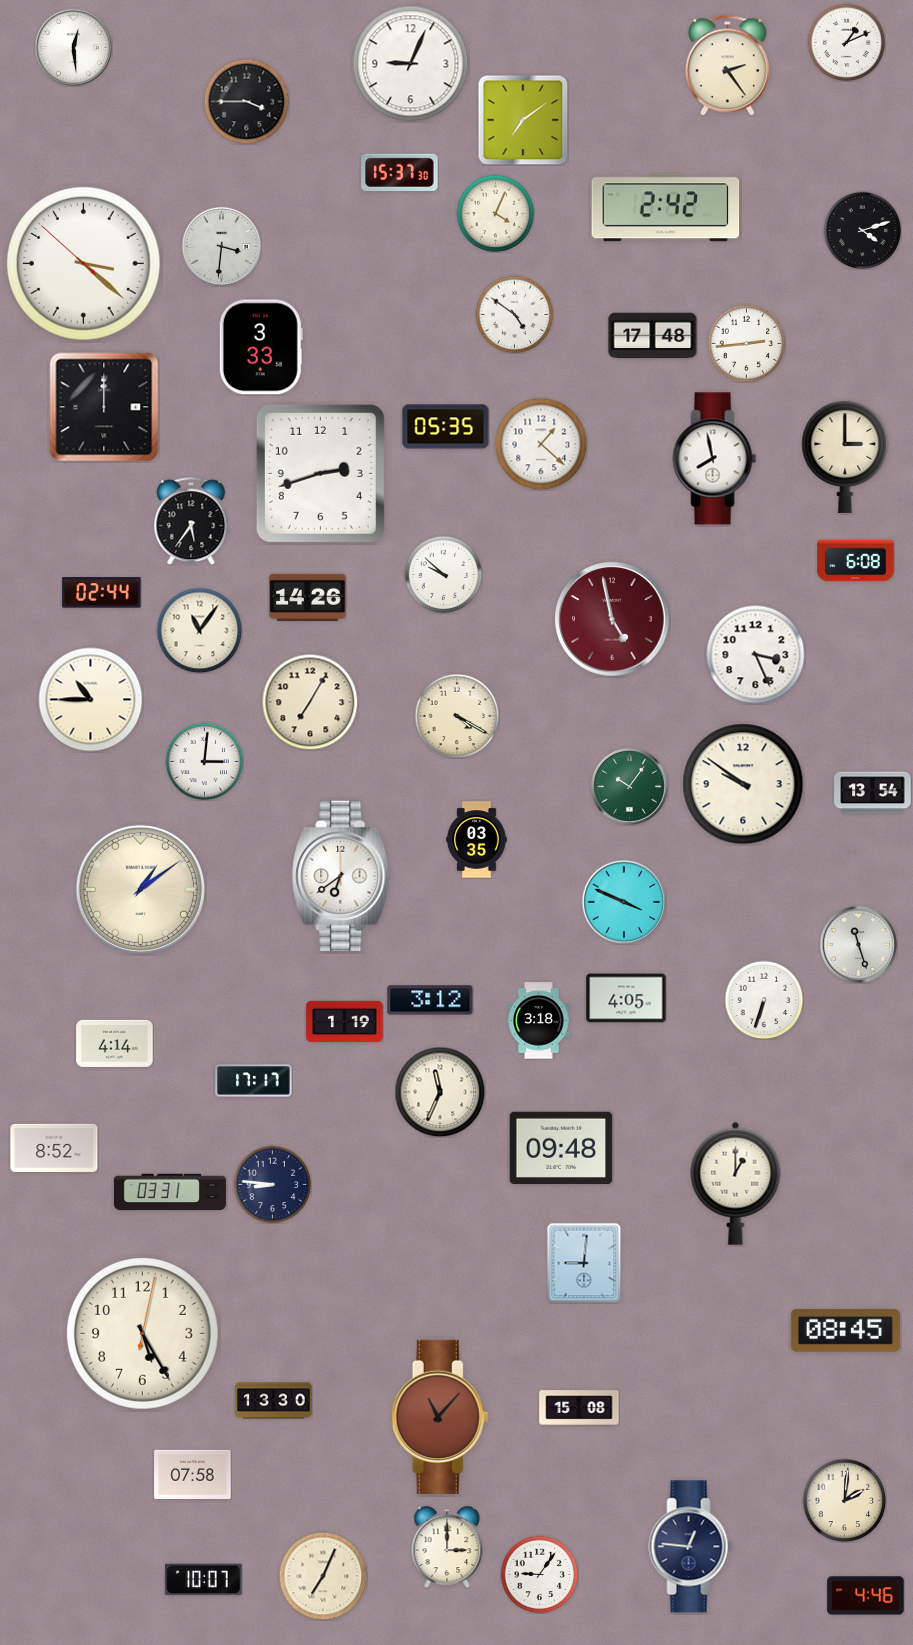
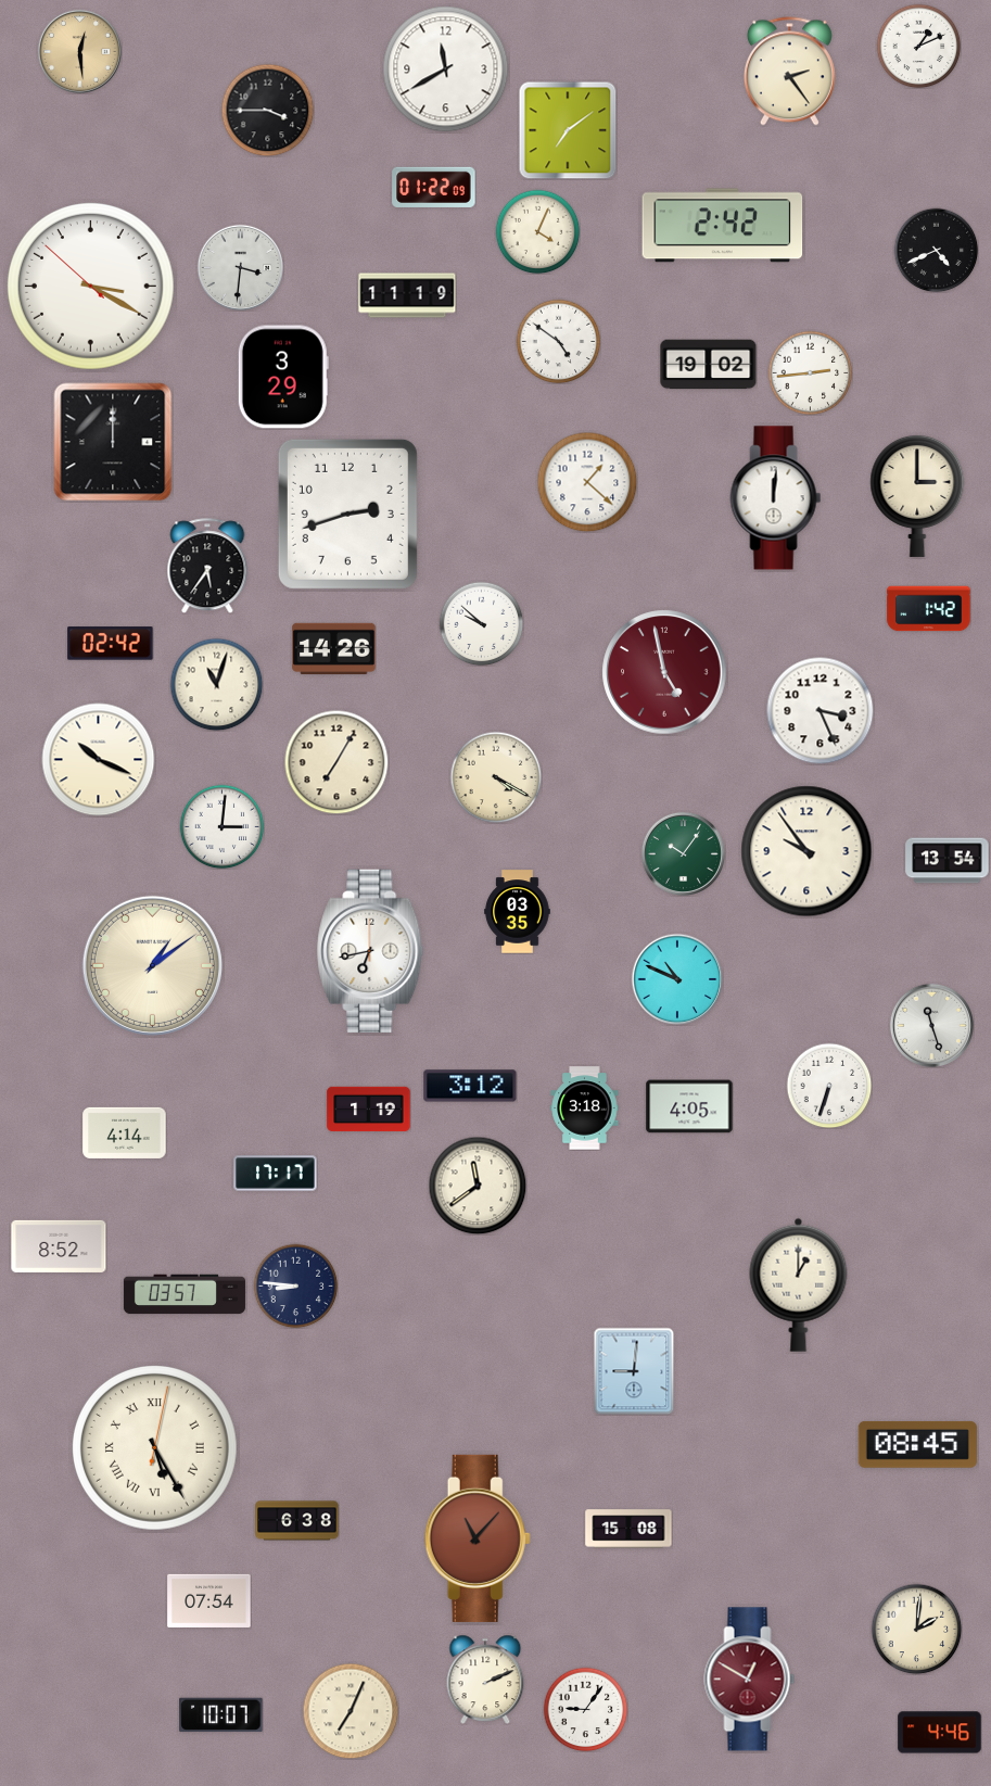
clock at (73, 47) dial: white -> champagne
clock at (411, 64): 9:04 -> 11:40
clock at (400, 172): 15:37 -> 01:22
clock at (862, 230): 4:12 -> 4:41
clock at (83, 263): 3:21 -> 3:19
clock at (407, 295): none -> 11:19
clock at (653, 336): 17:48 -> 19:02
clock at (261, 347): 3:33 -> 3:29
clock at (446, 427): 05:35 -> none
clock at (715, 459): 7:58 -> 12:01
clock at (856, 561): 6:08 -> 1:42
clock at (102, 593): 02:44 -> 02:42
clock at (199, 630): 11:06 -> 11:03
clock at (91, 700): 10:45 -> 10:19
clock at (743, 784): 9:51 -> 9:54
clock at (341, 876): 6:39 -> 6:43
clock at (624, 902): 3:49 -> 10:49
clock at (626, 998) position: (626, 998) -> (689, 1106)
clock at (430, 1000) position: (430, 1000) -> (470, 1086)
clock at (345, 1022) position: (345, 1022) -> (369, 1110)
clock at (440, 1092): 11:34 -> 11:39
clock at (561, 1148): 09:48 -> none
clock at (170, 1192): 03:31 -> 03:57
clock at (143, 1334) numerals: Arabic -> Roman
clock at (274, 1401): 13:30 -> 6:38
clock at (193, 1474): 07:58 -> 07:54
clock at (447, 1546): 3:00 -> 2:11
clock at (691, 1547): 12:46 -> 12:50
clock at (691, 1547) dial: navy -> burgundy
